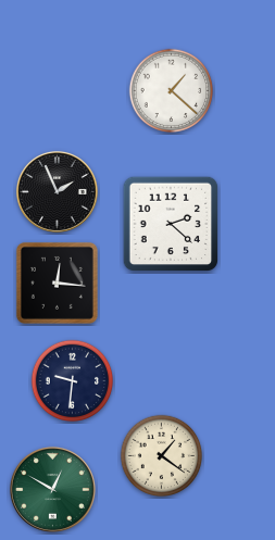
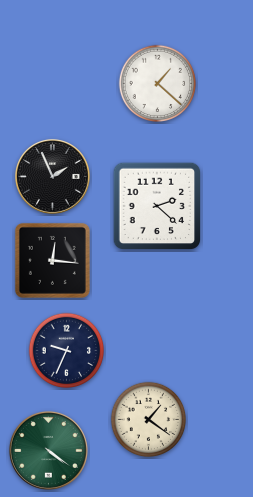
clock at (73, 381): 9:31 -> 9:34
clock at (52, 489): 12:50 -> 4:21
